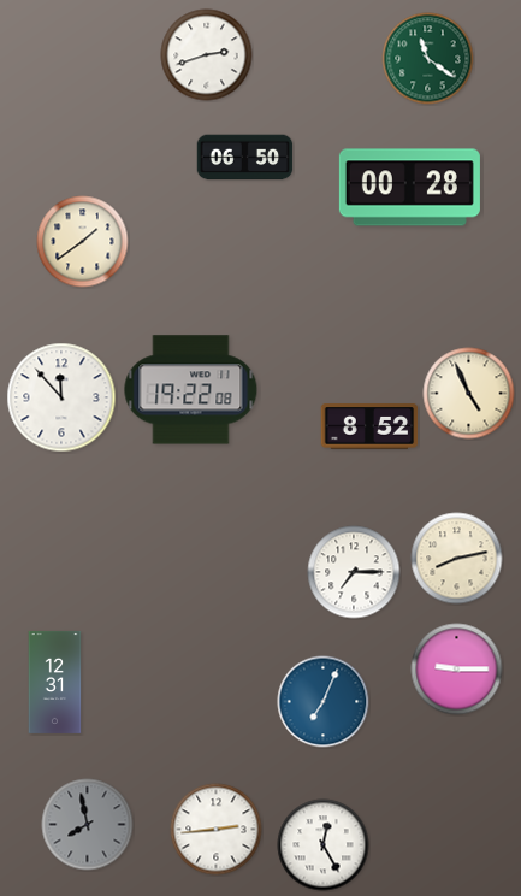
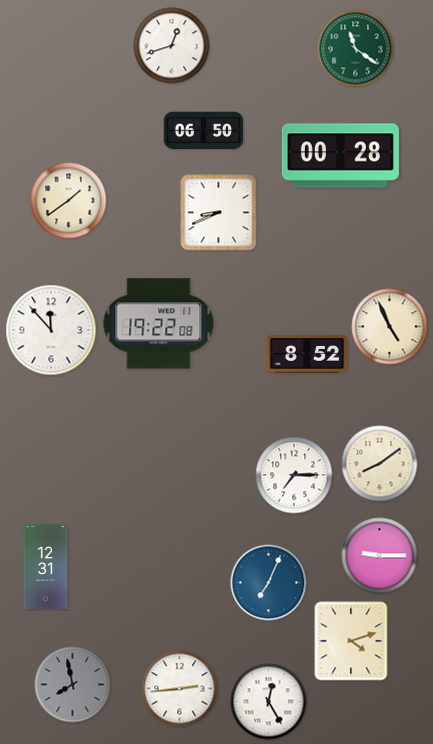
clock at (207, 55): 2:42 -> 12:42
clock at (219, 213): none -> 8:41
clock at (457, 559): 8:13 -> 8:09
clock at (351, 641): none -> 4:12
